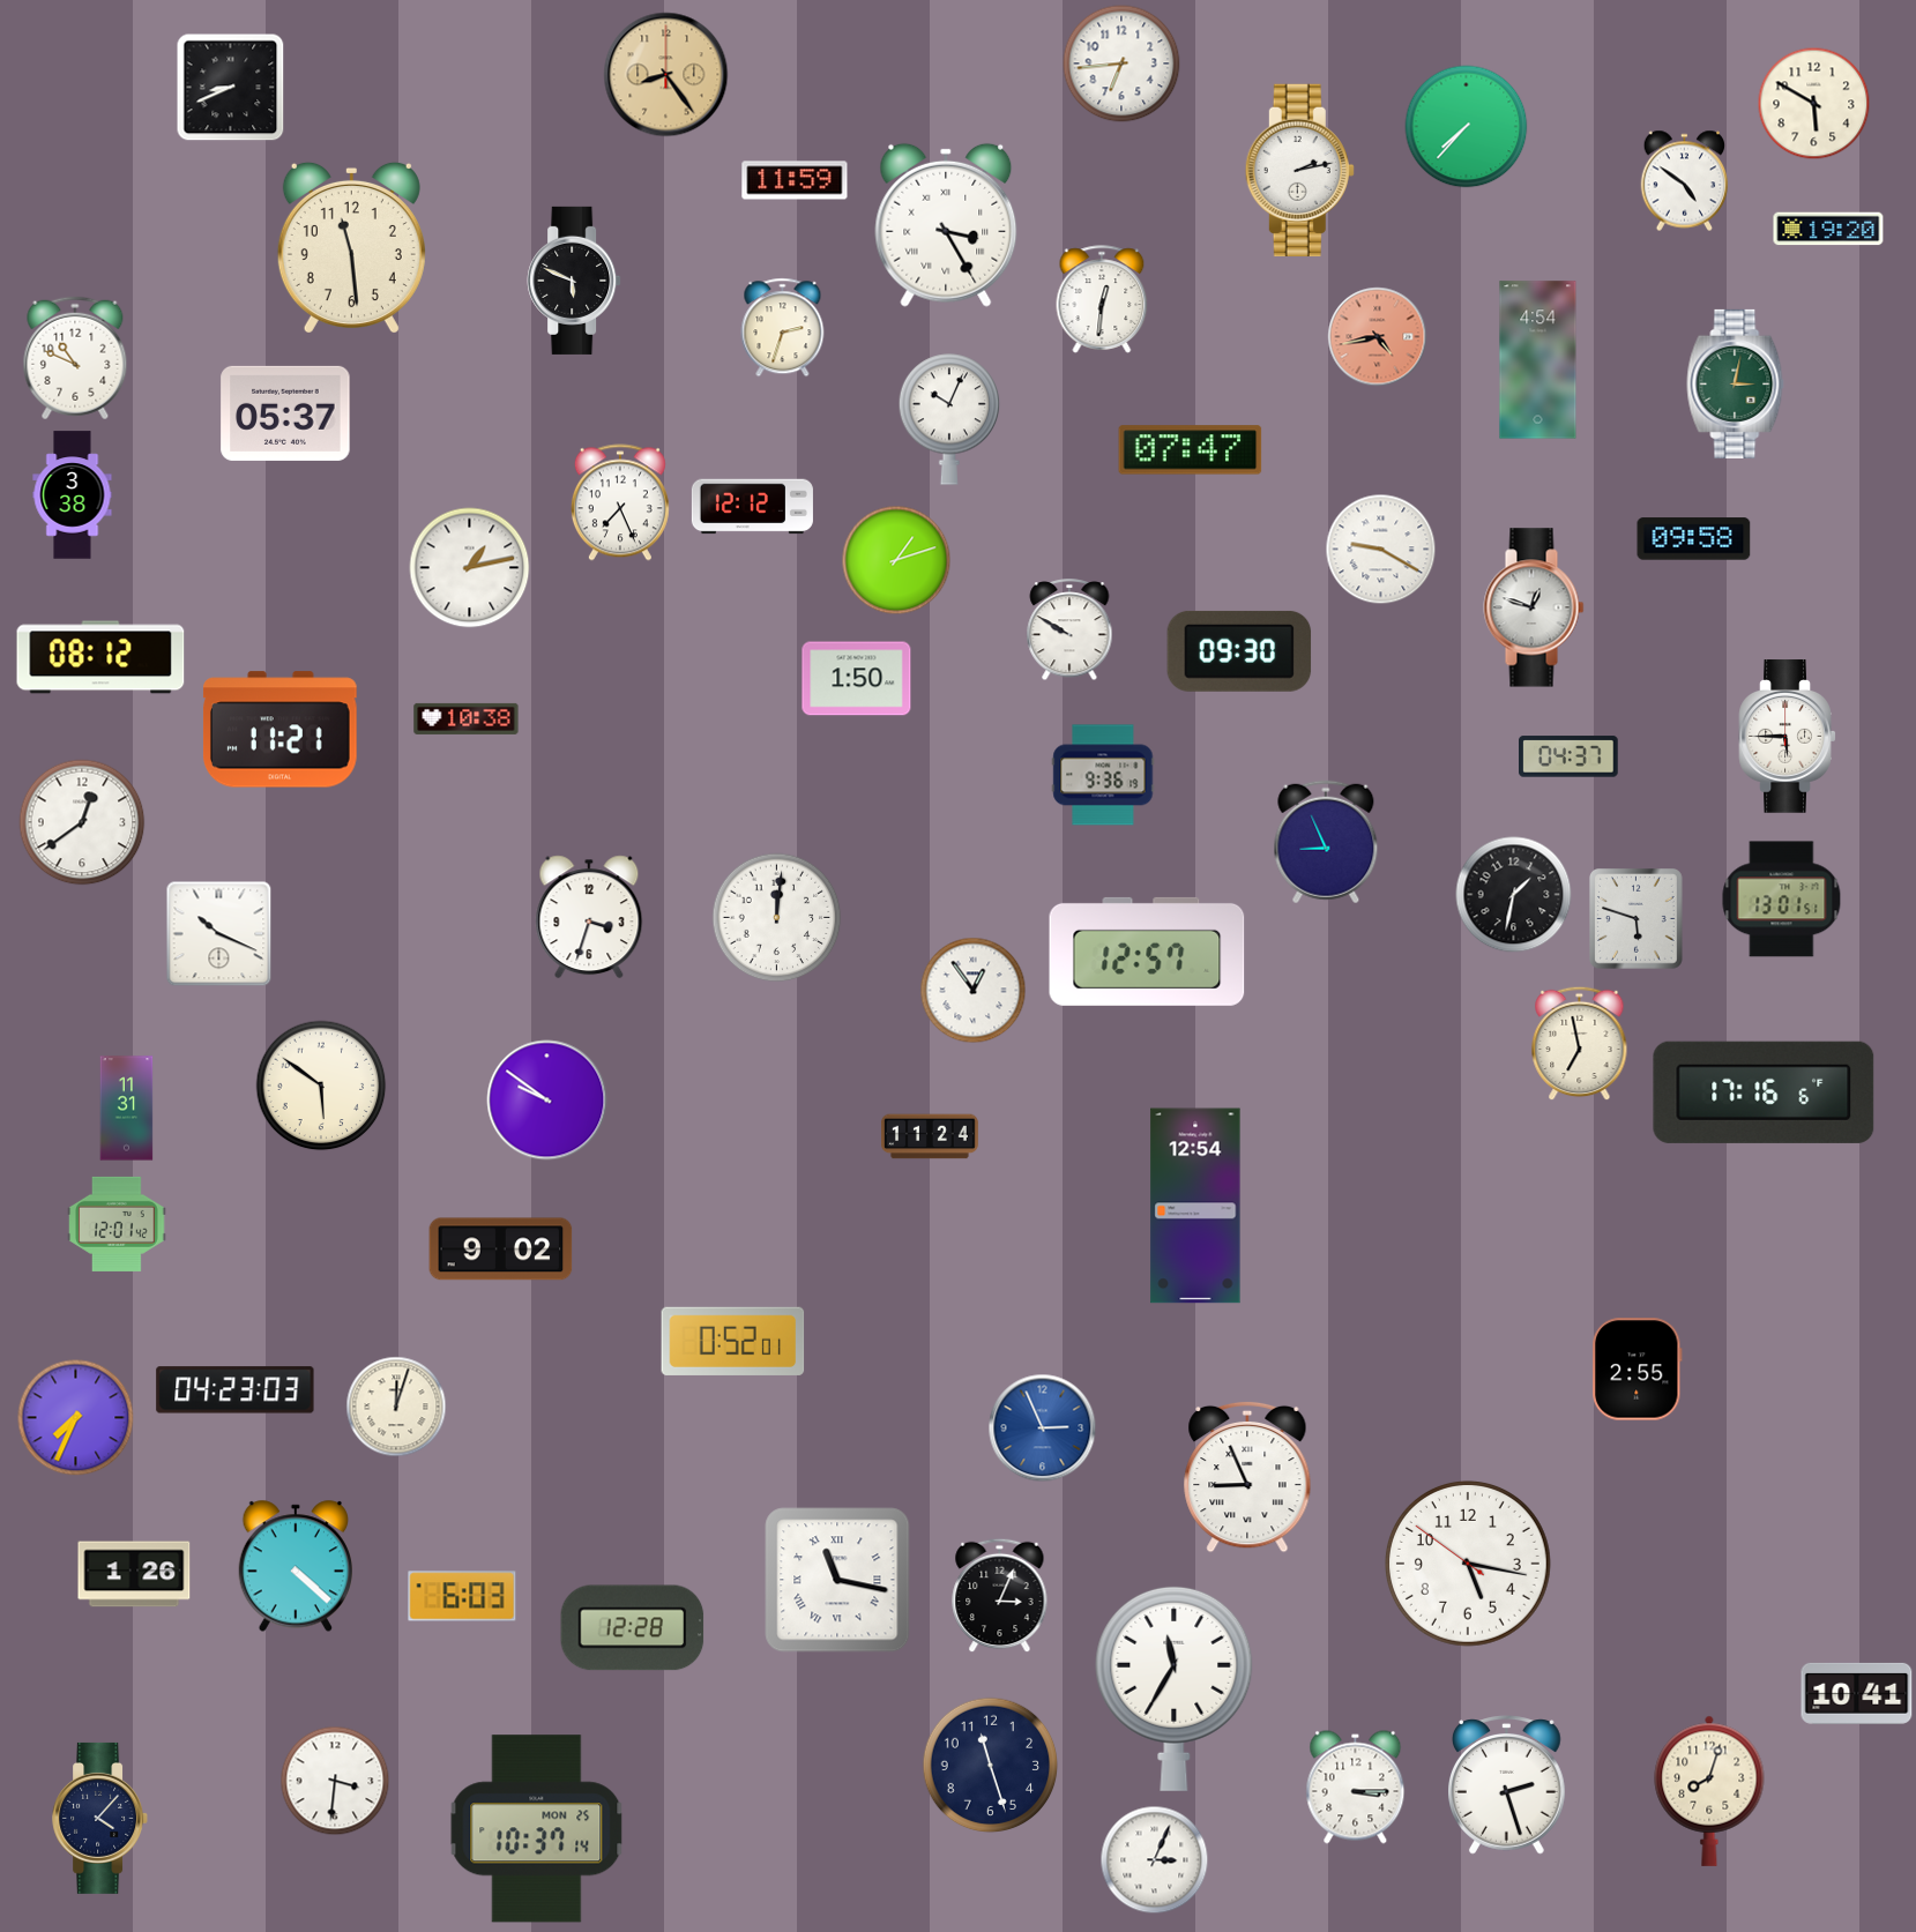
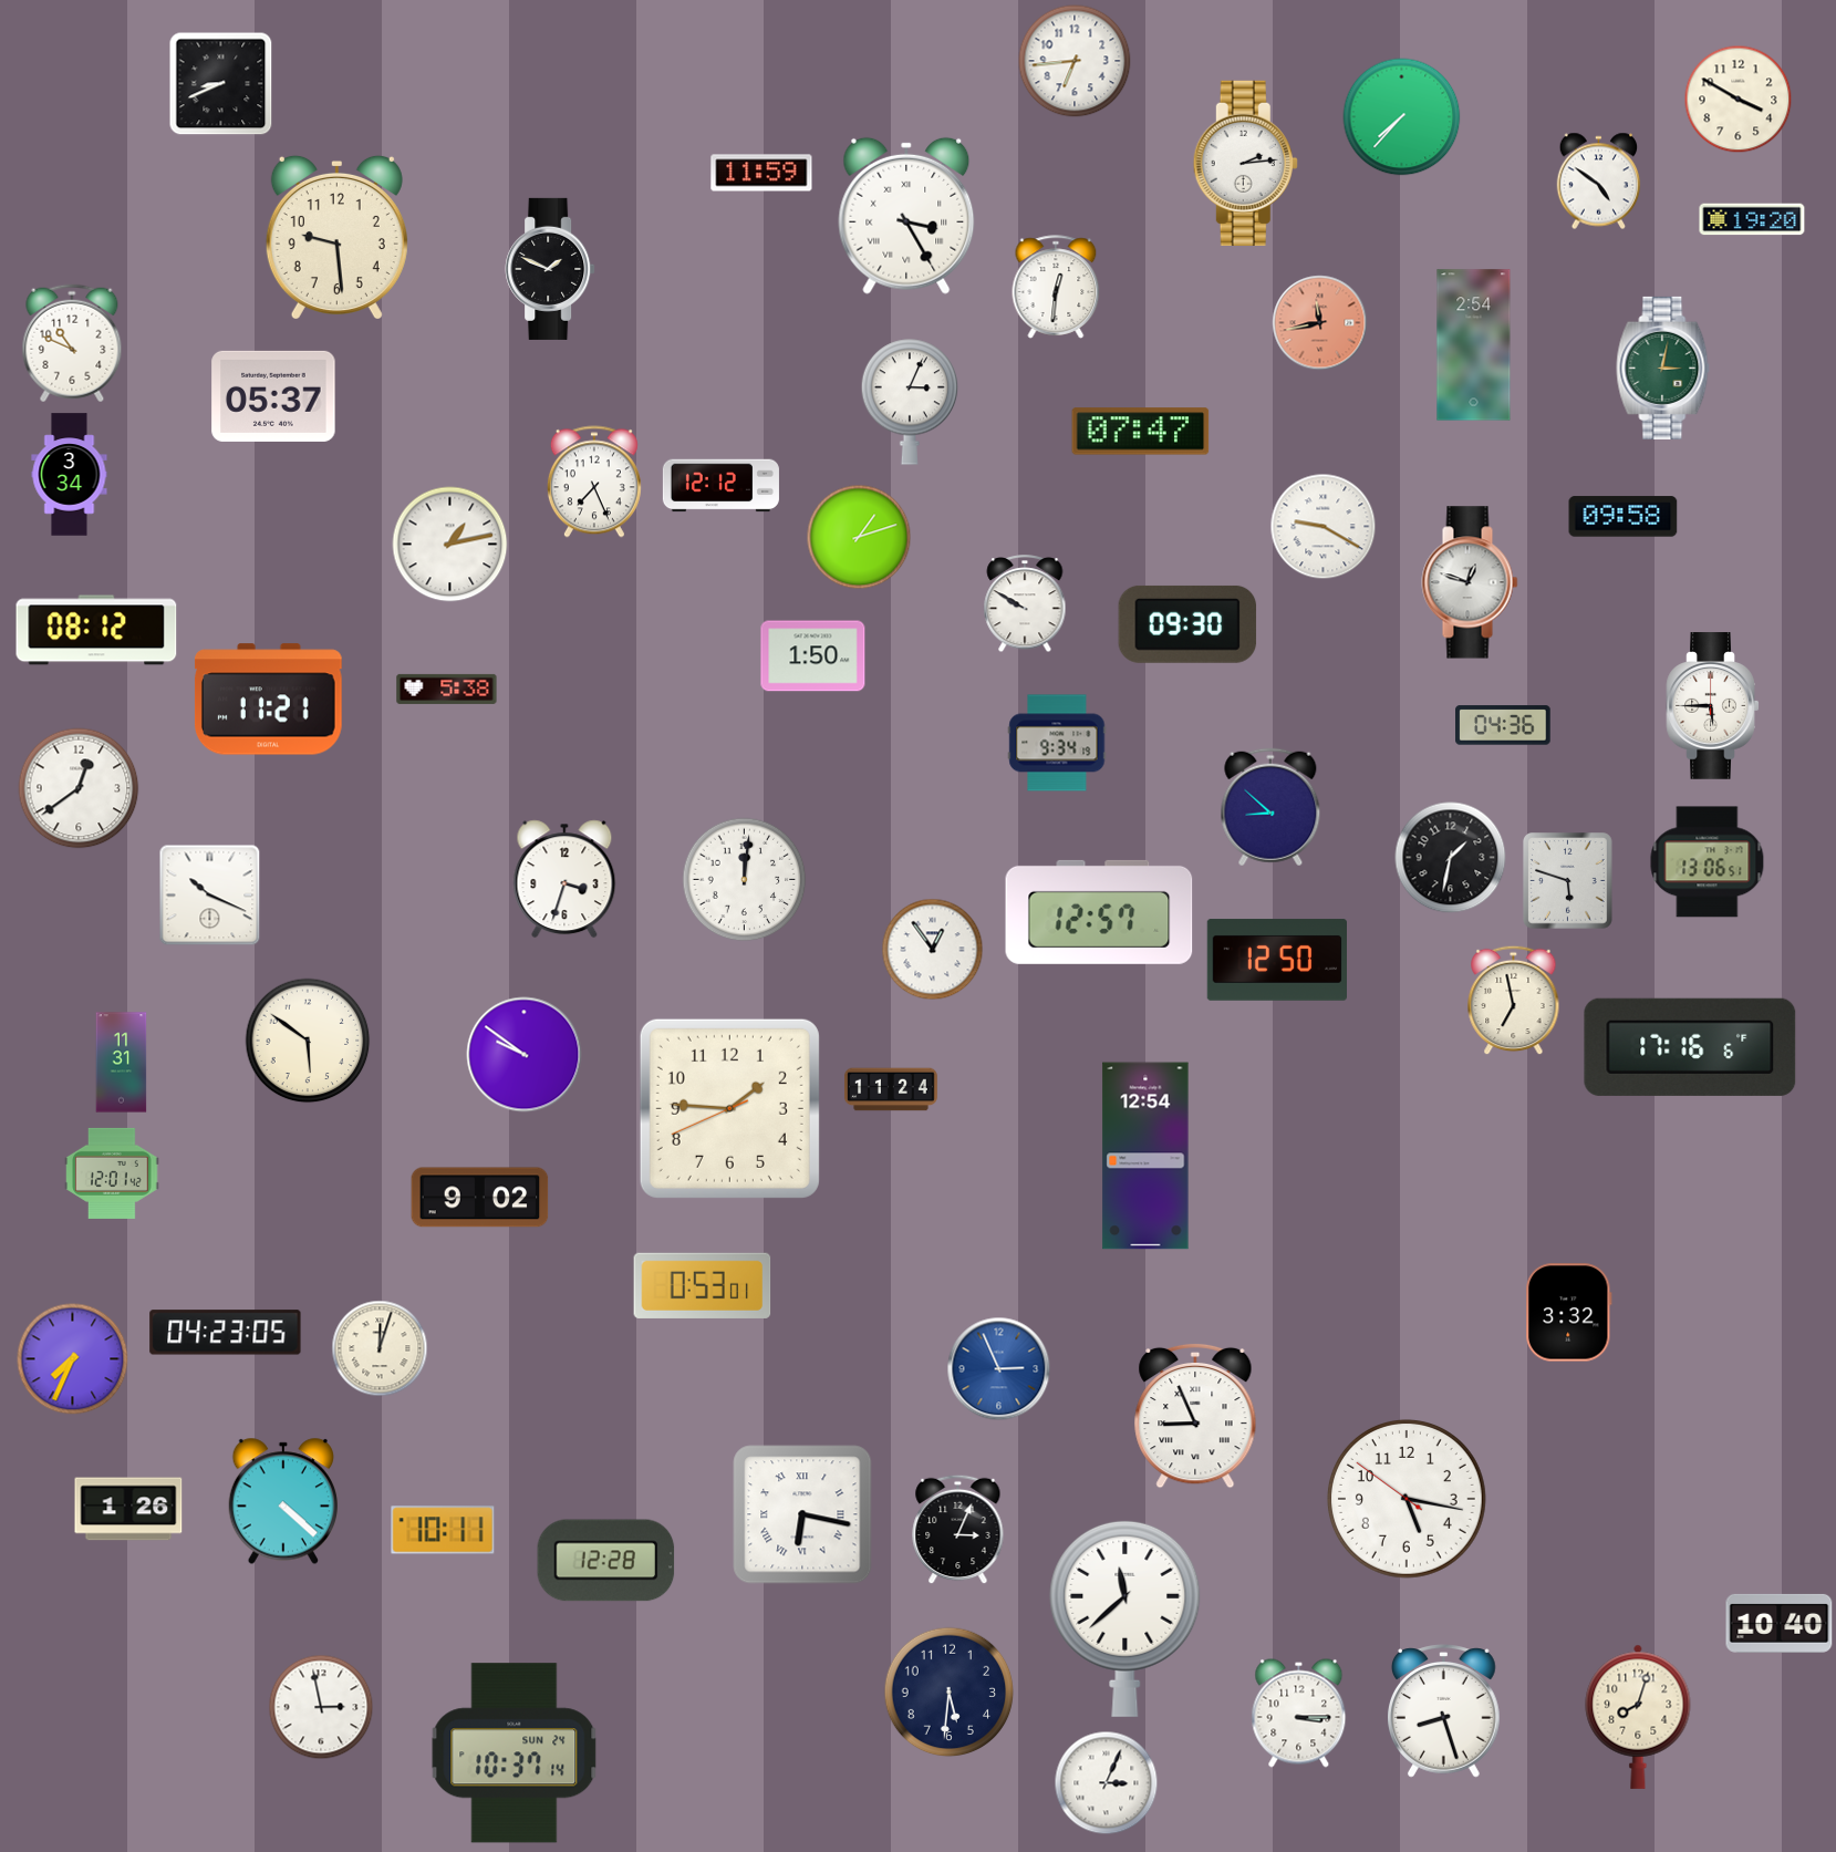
clock at (666, 75): 8:24 -> none
clock at (1814, 104): 5:50 -> 3:50
clock at (1467, 127) position: (1467, 127) -> (1402, 117)
clock at (1299, 170): 2:13 -> 2:14
clock at (1685, 181) position: (1685, 181) -> (1599, 182)
clock at (351, 247): 11:29 -> 9:29
clock at (574, 281): 5:49 -> 1:49
clock at (783, 328): 2:33 -> none
clock at (1378, 337): 4:43 -> 11:43
clock at (1538, 360): 4:54 -> 2:54
clock at (949, 419): 10:04 -> 3:04
clock at (73, 495): 3:38 -> 3:34
clock at (857, 679) position: (857, 679) -> (813, 656)
clock at (467, 718): 10:38 -> 5:38
clock at (1568, 756): 04:37 -> 04:36
clock at (1103, 775): 9:36 -> 9:34
clock at (1326, 842): 8:56 -> 8:52
clock at (1782, 900): 13:01 -> 13:06
clock at (1276, 960): none -> 12:50
clock at (729, 1108): none -> 1:45
clock at (733, 1341): 0:52 -> 0:53
clock at (1638, 1370): 2:55 -> 3:32
clock at (236, 1390): 04:23:03 -> 04:23:05
clock at (837, 1580): 11:17 -> 6:17
clock at (462, 1596): 6:03 -> 10:11
clock at (1175, 1688): 11:35 -> 11:38
clock at (1857, 1693): 10:41 -> 10:40
clock at (991, 1766): 11:27 -> 5:31
clock at (335, 1781): 3:31 -> 2:58
clock at (1507, 1785): 2:27 -> 8:27
clock at (100, 1818): 4:07 -> none
clock at (537, 1829) date: MON 25 -> SUN 24
